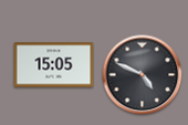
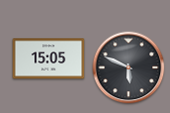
clock at (143, 75): 4:49 -> 5:49
